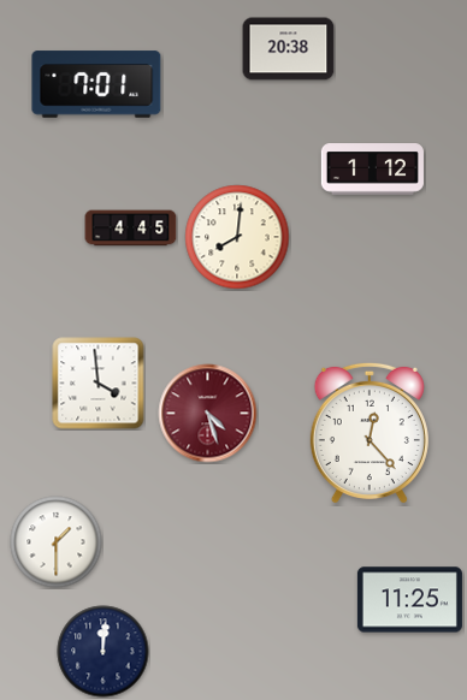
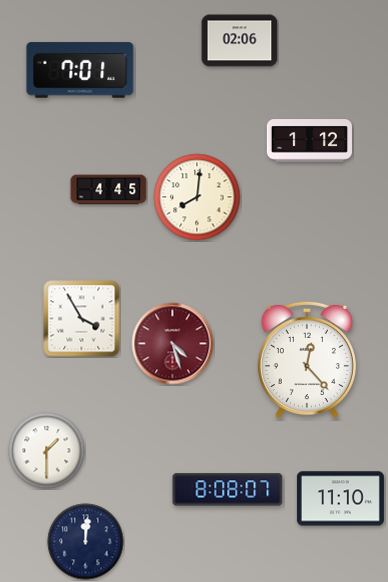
clock at (289, 49): 20:38 -> 02:06
clock at (99, 384): 3:59 -> 3:55
clock at (228, 490): none -> 8:08
clock at (409, 600): 11:25 -> 11:10
